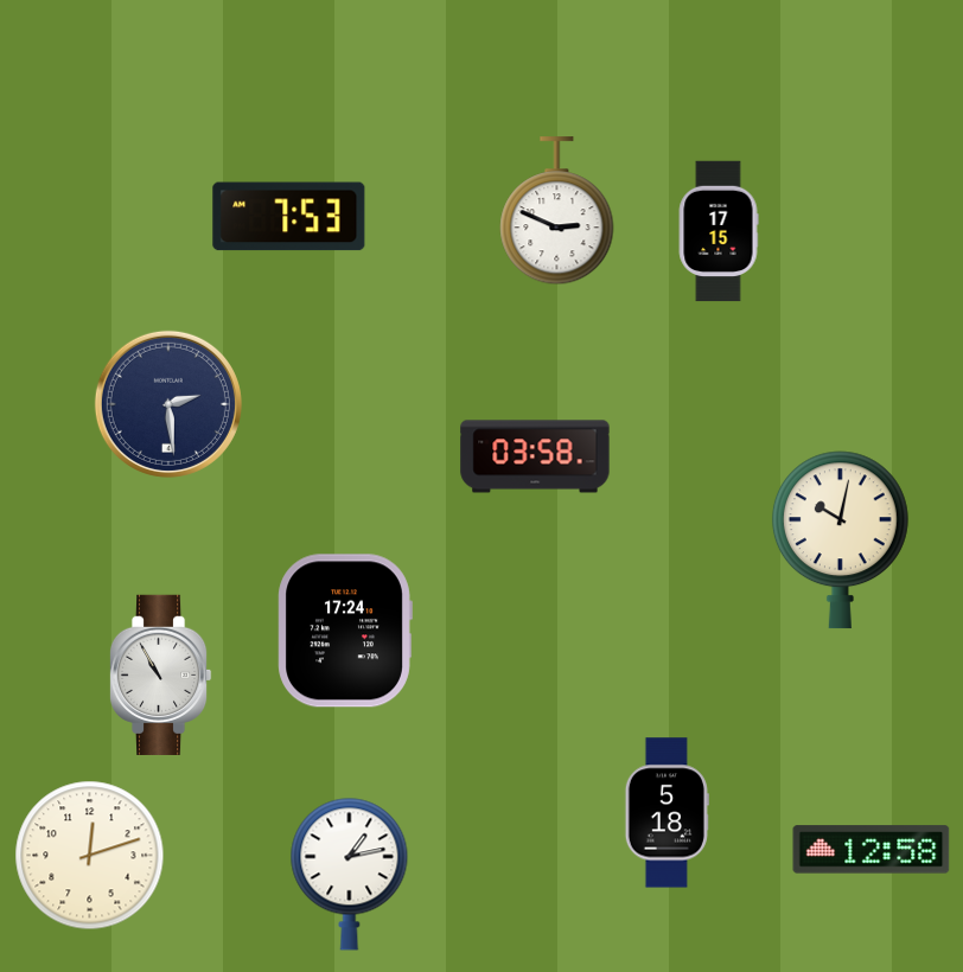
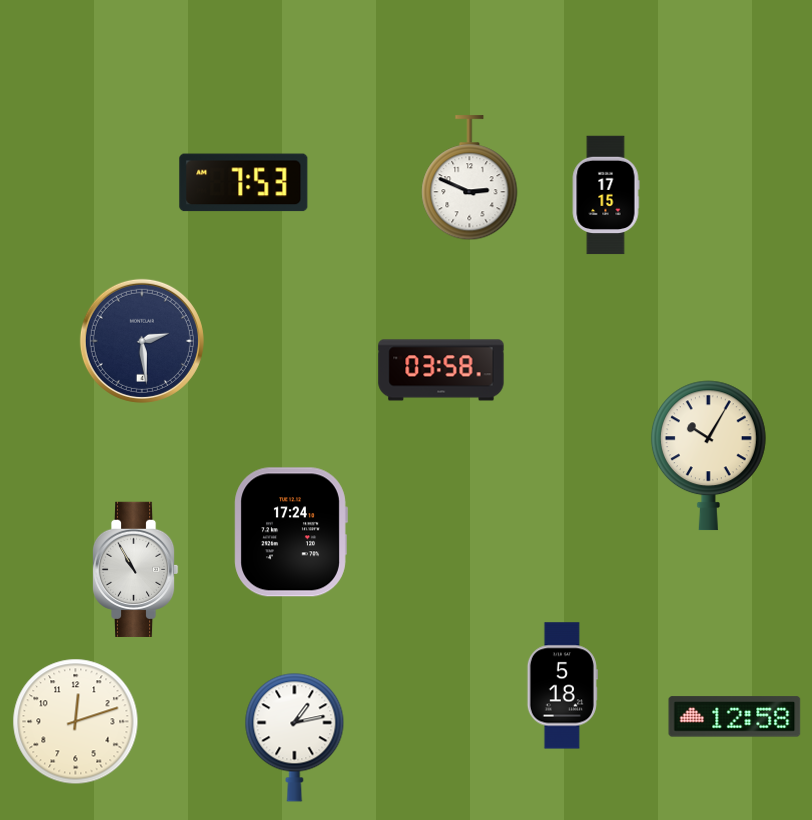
clock at (535, 456) position: (535, 456) -> (441, 370)
clock at (840, 541): 10:02 -> 10:05
